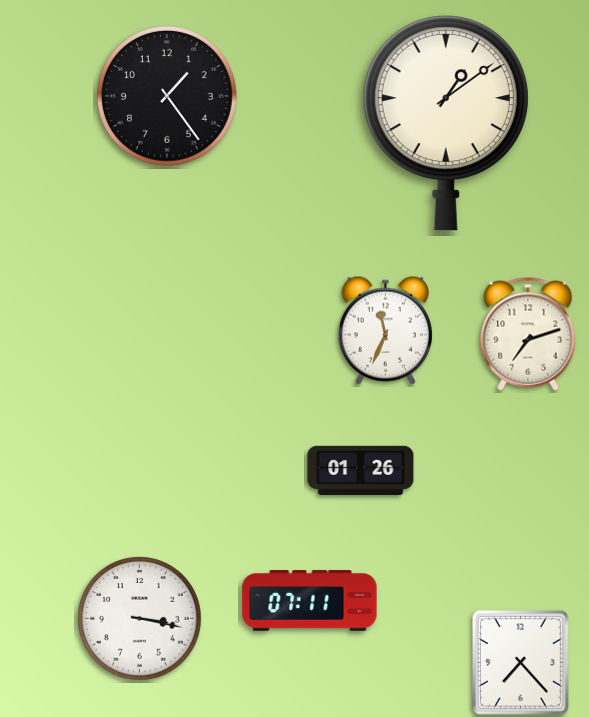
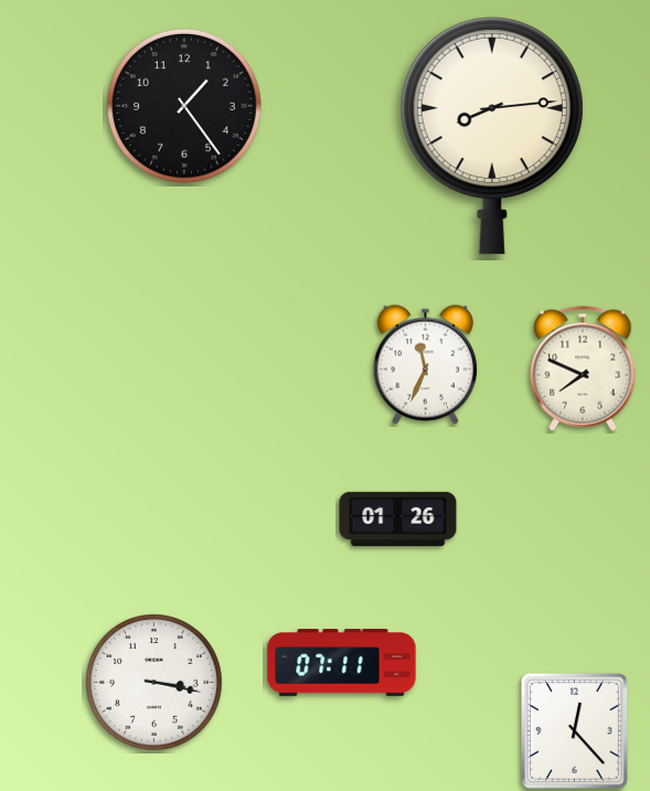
clock at (446, 124): 1:09 -> 8:14
clock at (528, 334): 7:12 -> 7:49
clock at (520, 662): 7:23 -> 12:23
